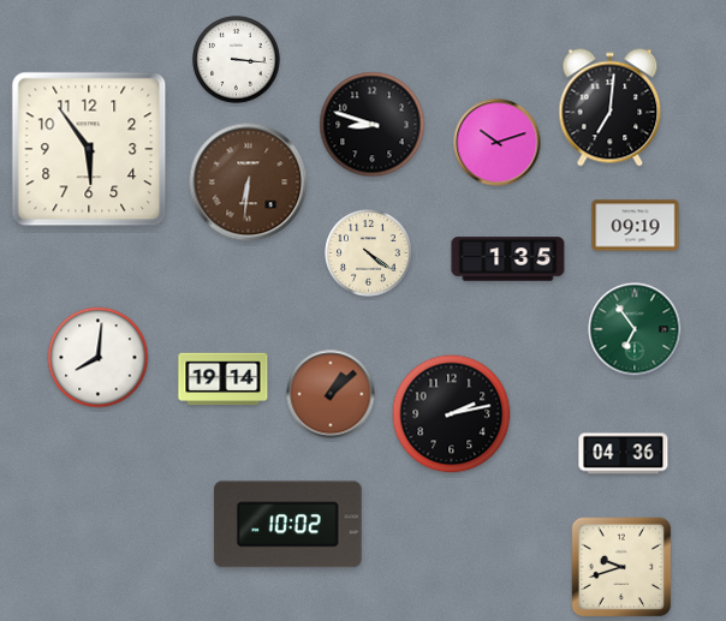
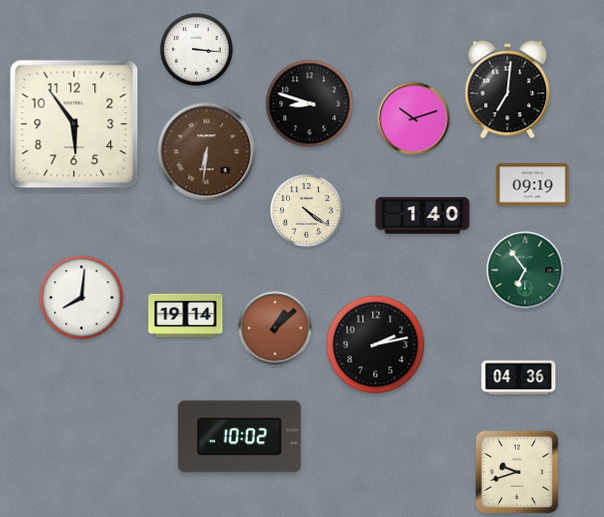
clock at (636, 226) position: (636, 226) -> (533, 185)
clock at (508, 259): 1:35 -> 1:40
clock at (635, 329) position: (635, 329) -> (525, 270)
